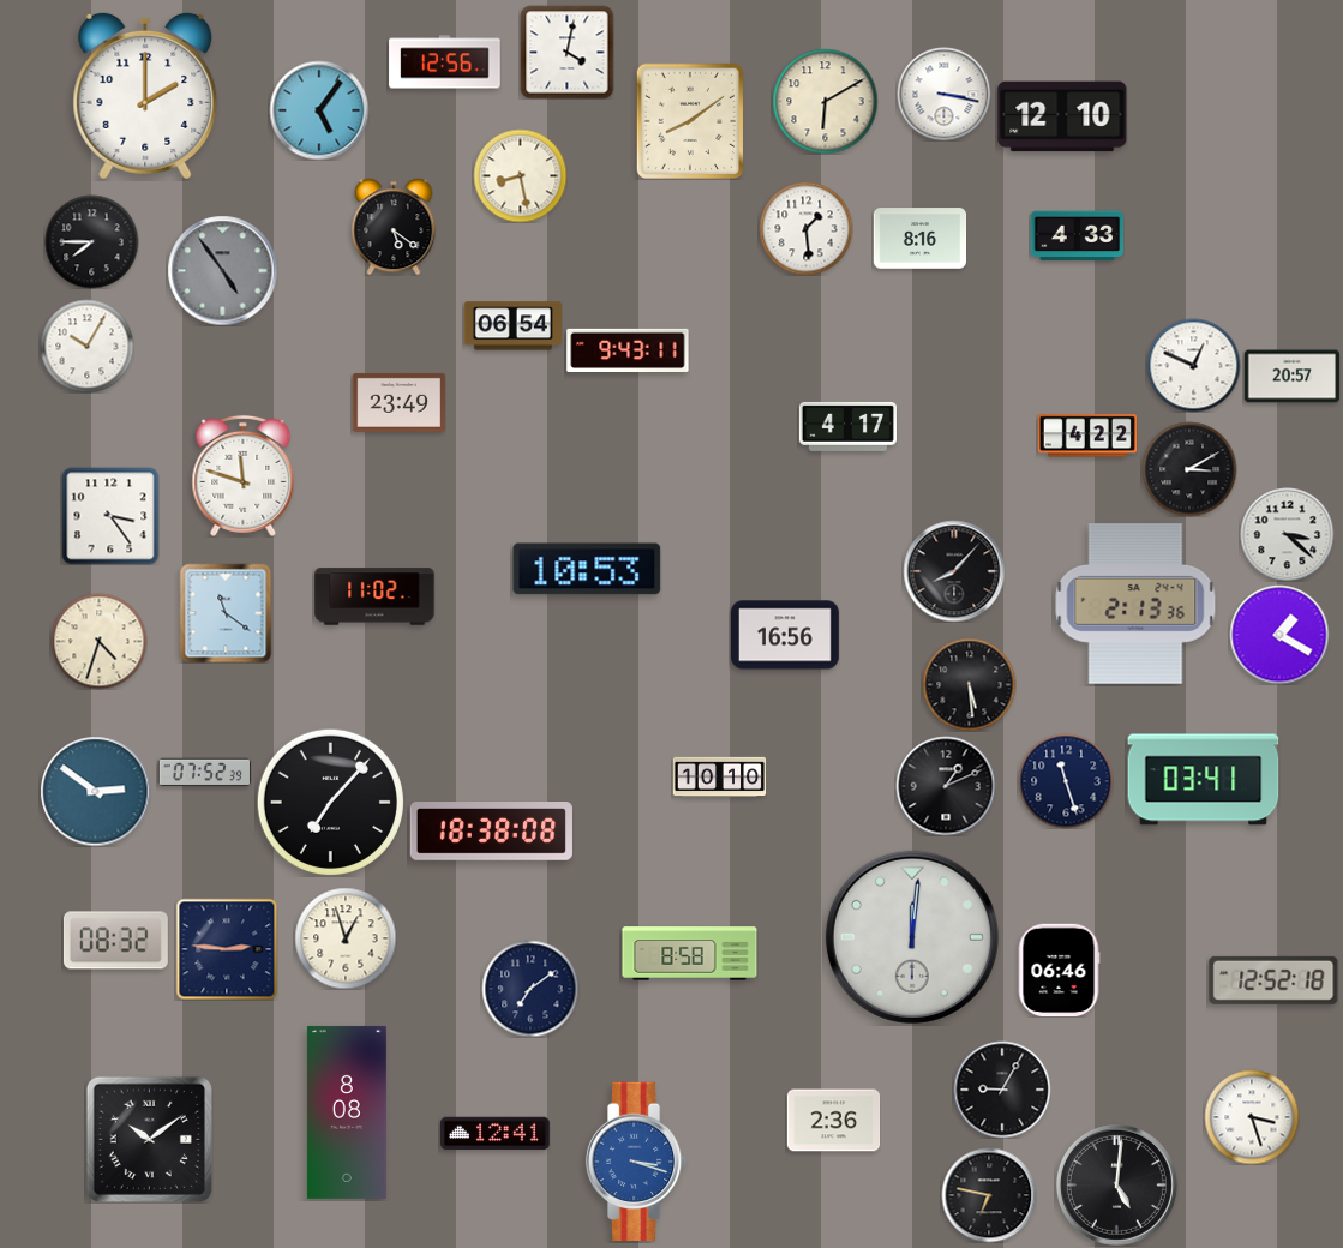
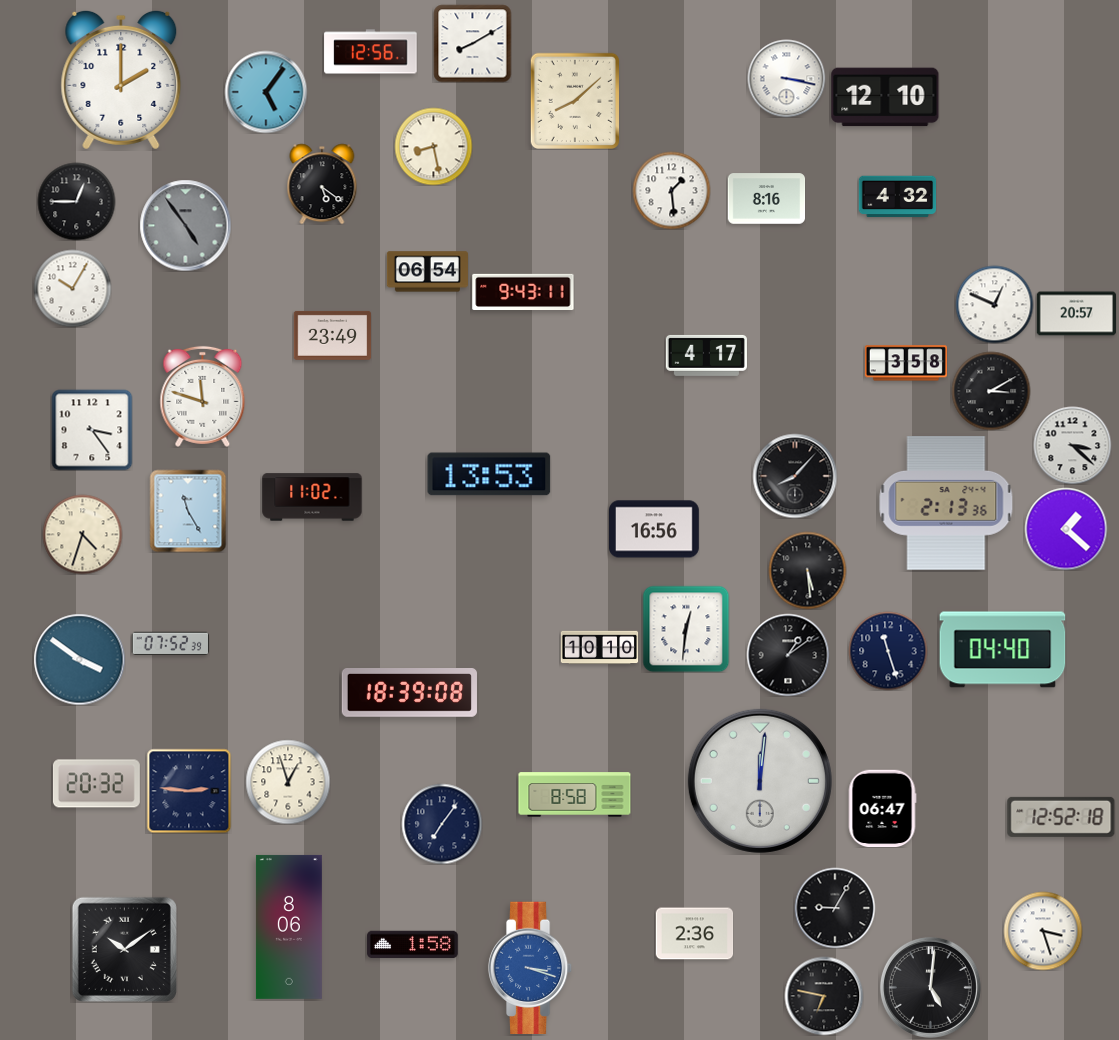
clock at (566, 52): 4:02 -> 8:10
clock at (825, 101): 6:10 -> none
clock at (690, 121): 8:09 -> 8:08
clock at (394, 227) position: (394, 227) -> (322, 184)
clock at (1077, 236): 4:33 -> 4:32
clock at (91, 241): 7:45 -> 12:45
clock at (1087, 436): 4:22 -> 3:58
clock at (587, 569): 10:53 -> 13:53
clock at (226, 613): 11:21 -> 11:25
clock at (1279, 635): 1:20 -> 1:22
clock at (686, 629): none -> 12:31
clock at (1204, 780): 03:41 -> 04:40
clock at (946, 786): 1:11 -> 1:09
clock at (95, 791): 2:51 -> 3:51
clock at (330, 802): 7:07 -> none
clock at (491, 832): 18:38 -> 18:39
clock at (115, 941): 08:32 -> 20:32
clock at (1059, 970): 06:46 -> 06:47
clock at (530, 989): 7:09 -> 7:06
clock at (347, 1112): 8:08 -> 8:06
clock at (496, 1134): 12:41 -> 1:58
